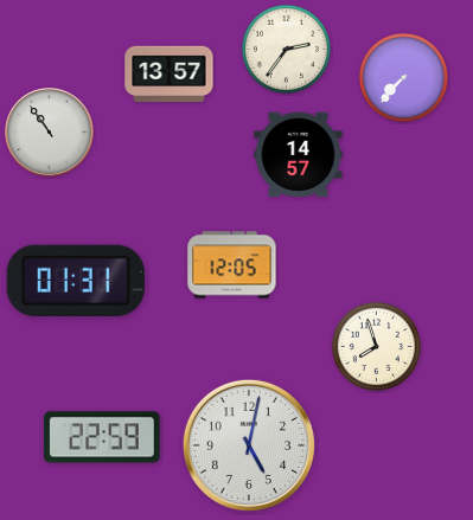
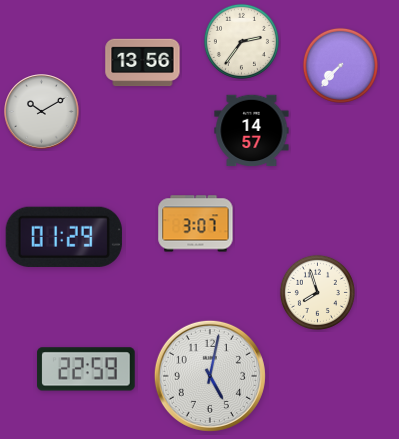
clock at (170, 75): 13:57 -> 13:56
clock at (50, 133): 10:54 -> 10:10
clock at (232, 265): 12:05 -> 3:07
clock at (76, 281): 01:31 -> 01:29
